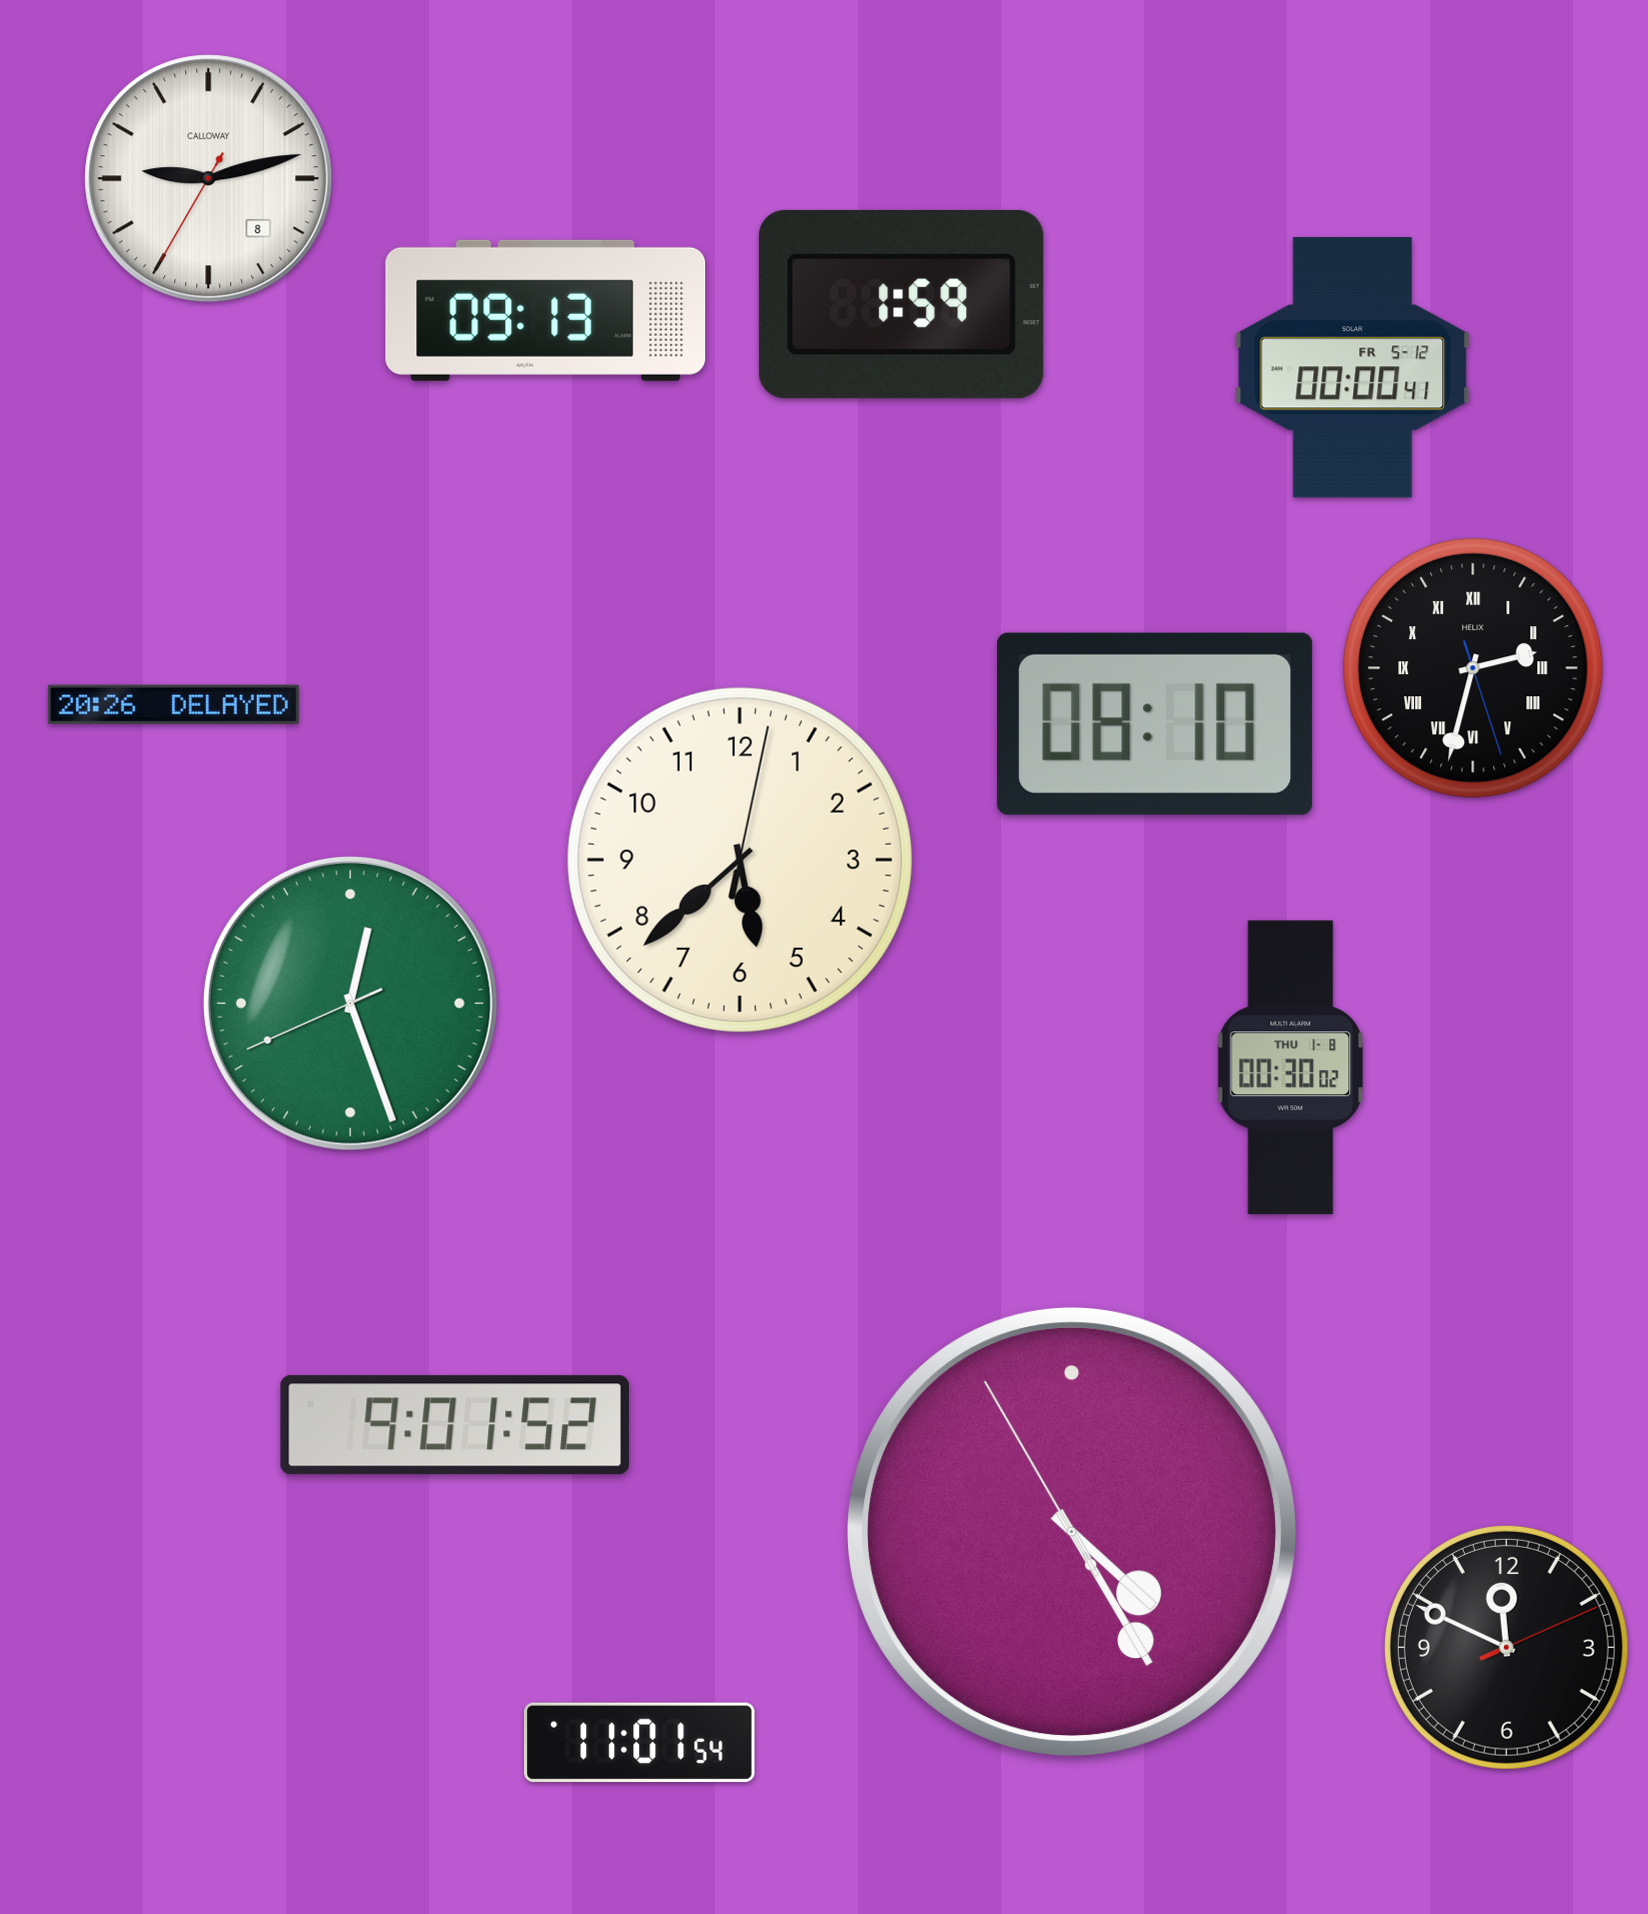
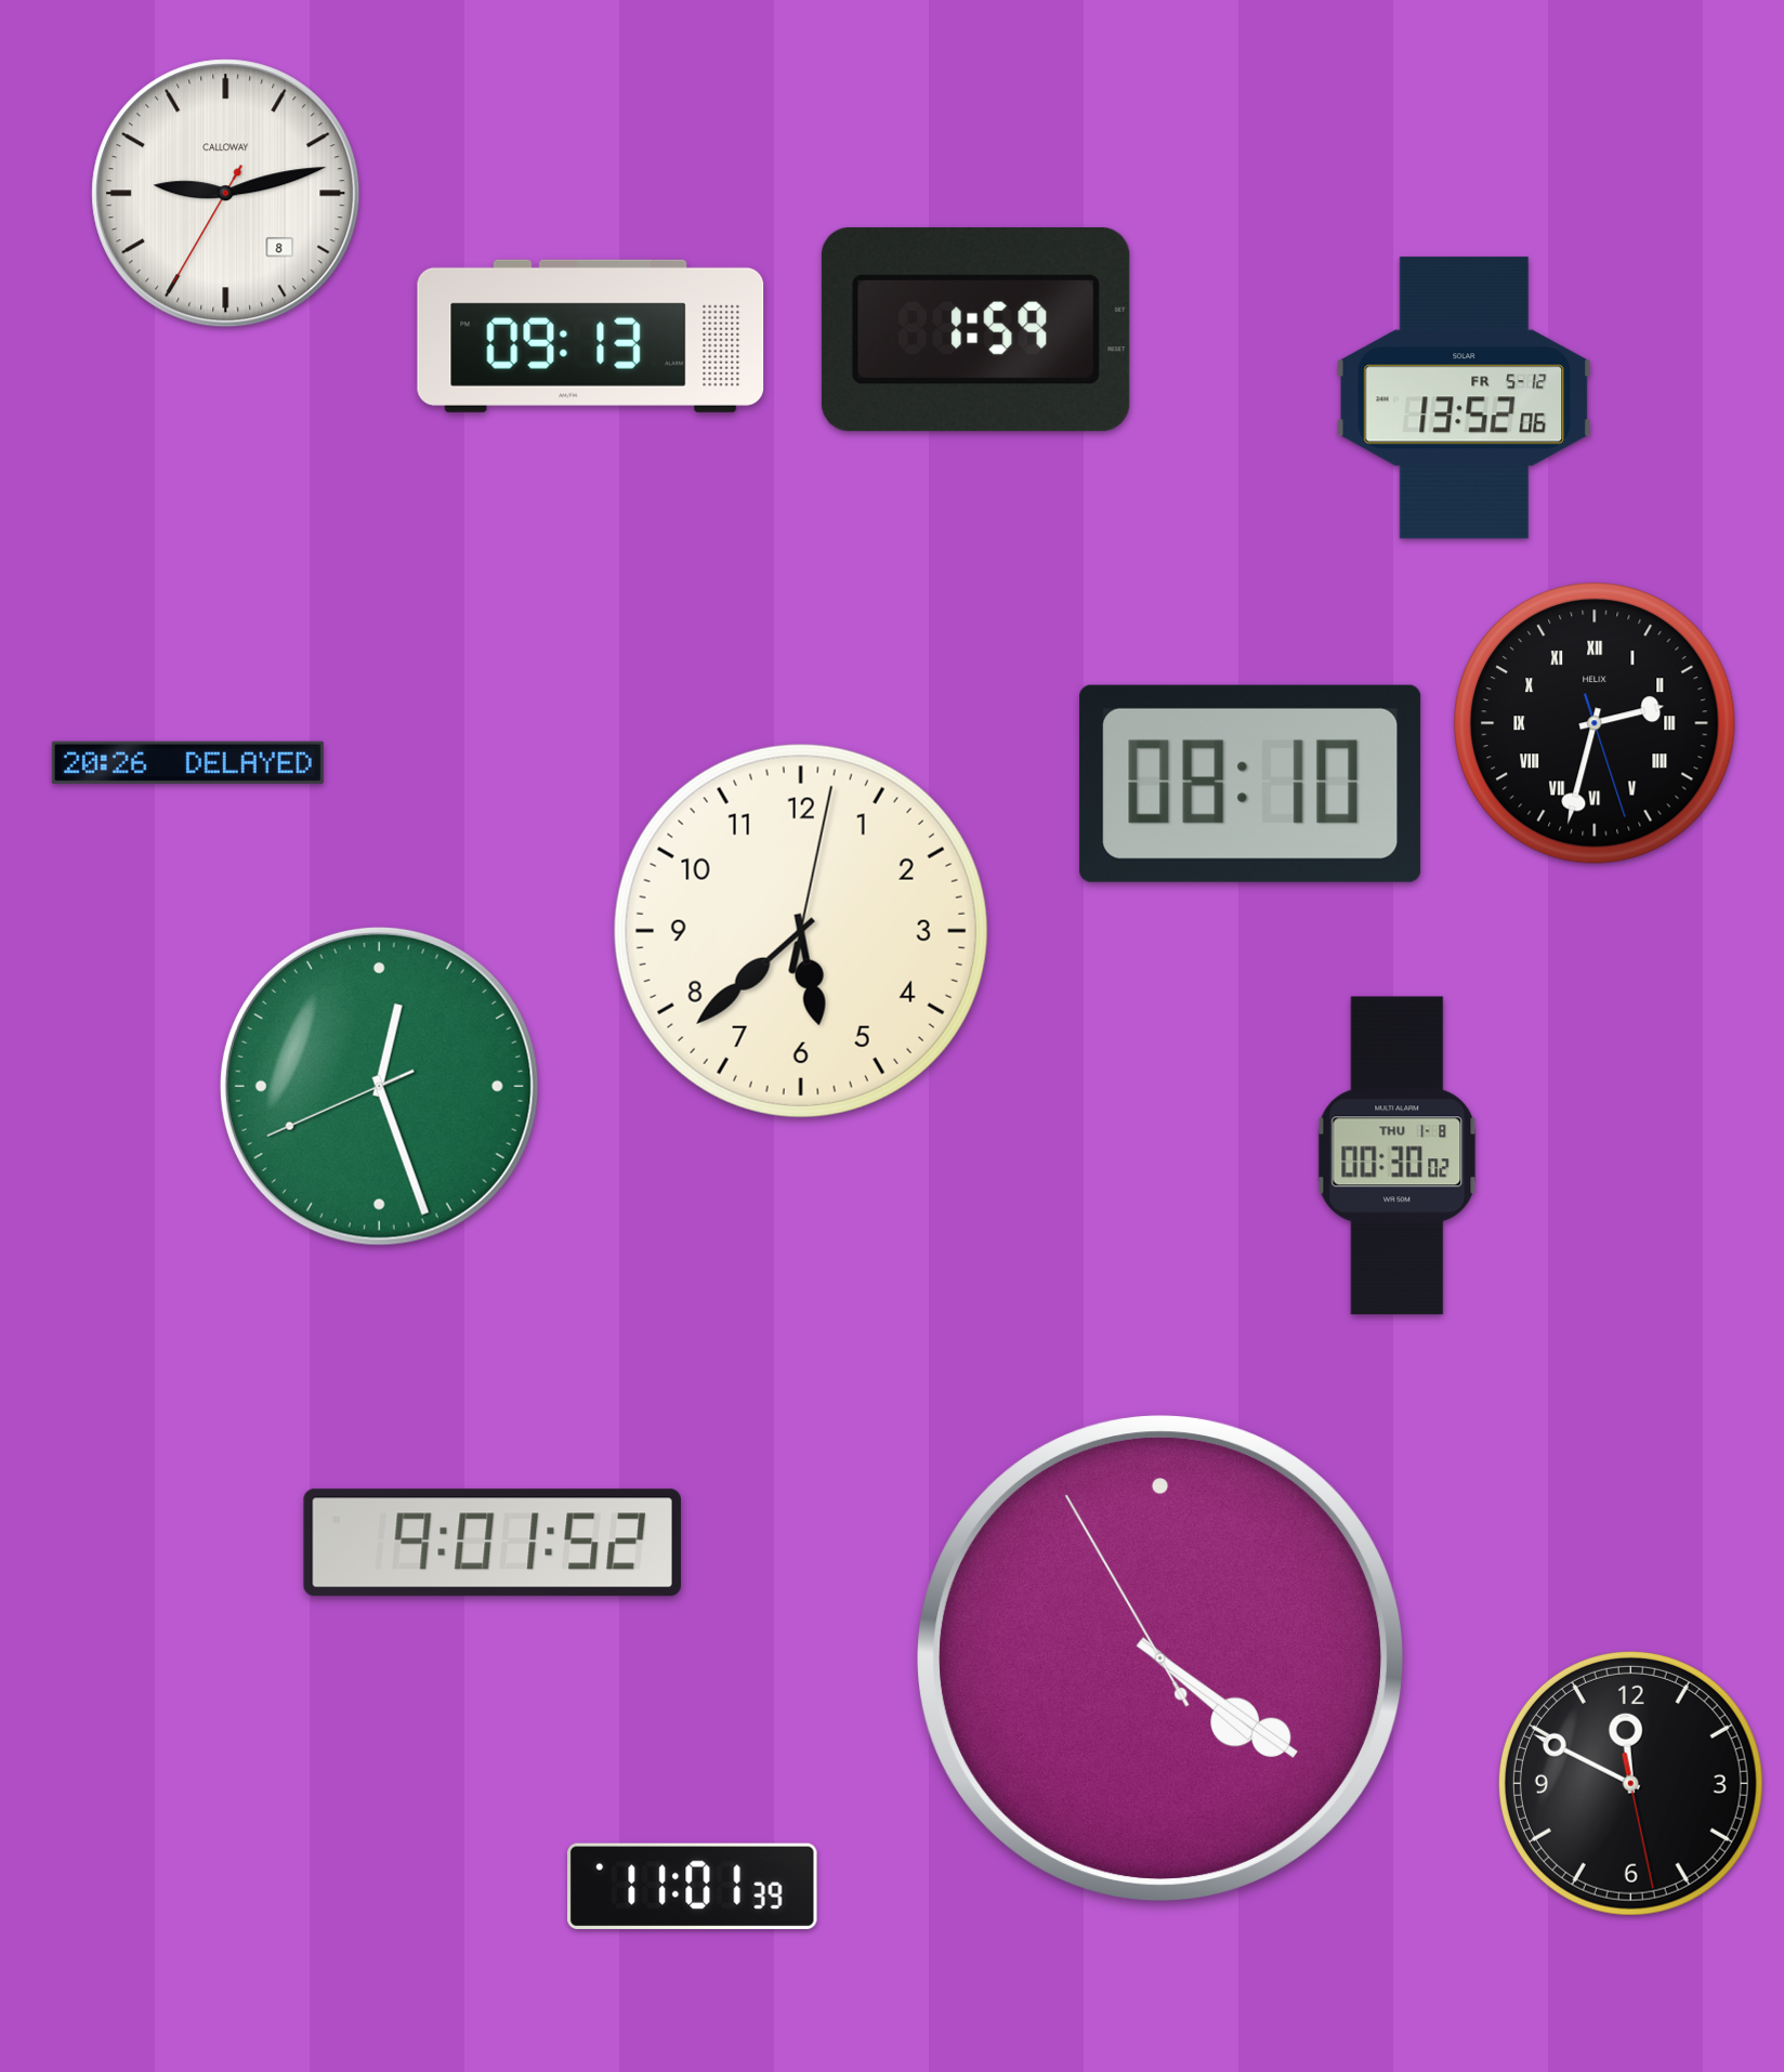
clock at (1352, 368): 00:00 -> 13:52
clock at (1071, 1531): 4:24 -> 4:20
clock at (1506, 1647): 11:49:11 -> 11:49:28
clock at (640, 1742): 11:01:54 -> 11:01:39
